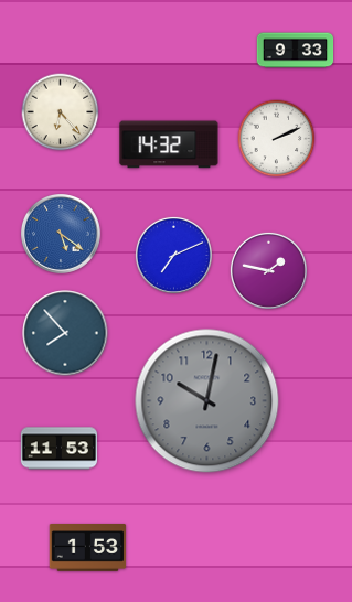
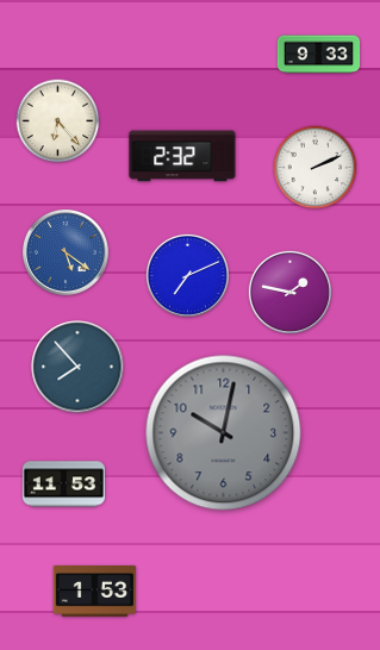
clock at (61, 112) position: (61, 112) -> (58, 121)
clock at (277, 139) position: (277, 139) -> (316, 168)
clock at (169, 144): 14:32 -> 2:32
clock at (65, 333) position: (65, 333) -> (77, 367)
